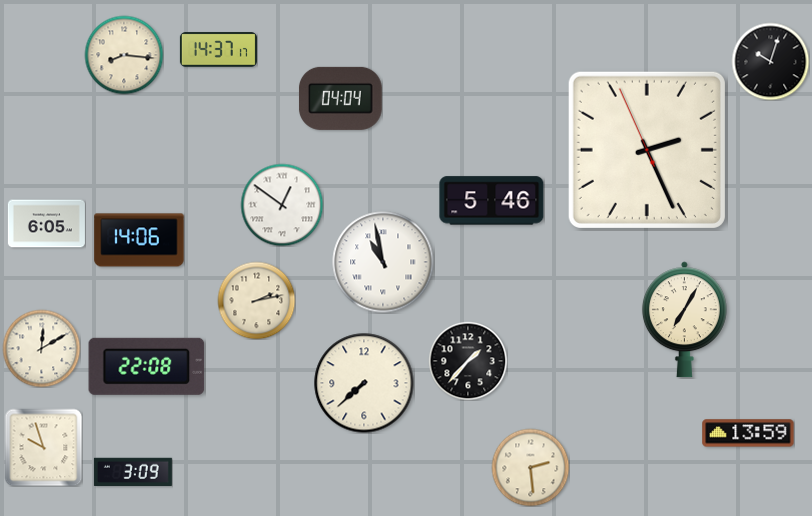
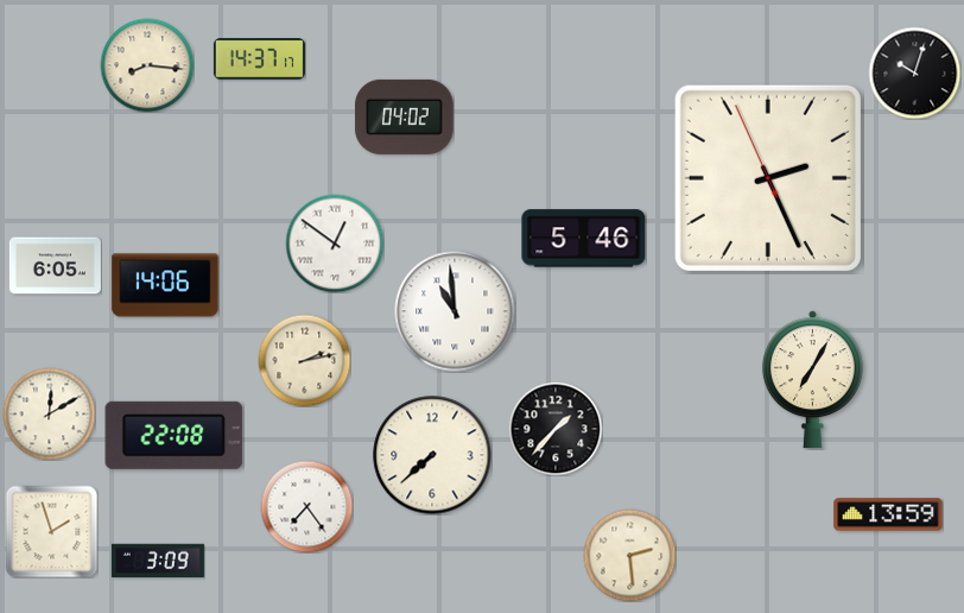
clock at (340, 98): 04:04 -> 04:02
clock at (383, 262): 10:58 -> 10:59
clock at (256, 300) position: (256, 300) -> (304, 360)
clock at (306, 506): none -> 7:24
clock at (43, 447): 9:57 -> 1:57
